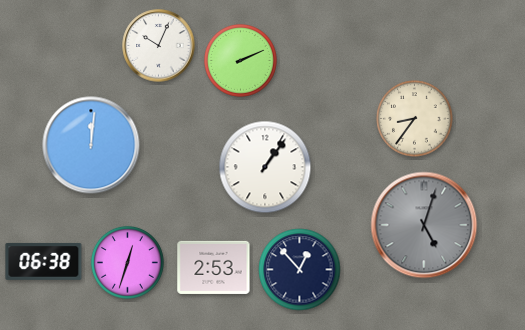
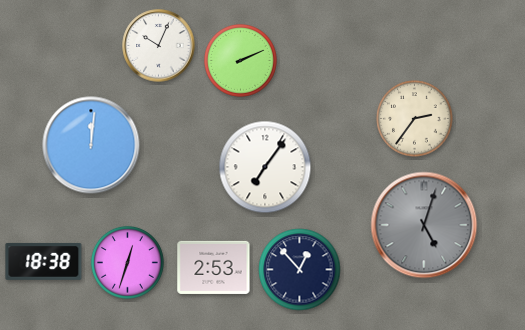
clock at (415, 119): 8:36 -> 2:36
clock at (265, 167): 1:06 -> 7:06
clock at (44, 261): 06:38 -> 18:38
